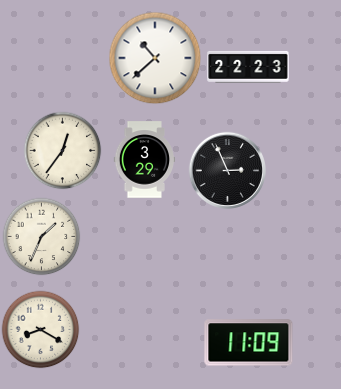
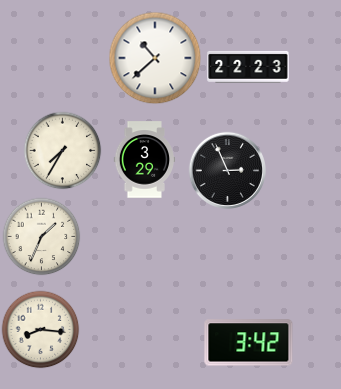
clock at (62, 150): 12:36 -> 7:35
clock at (40, 329): 8:20 -> 8:16
clock at (249, 343): 11:09 -> 3:42
